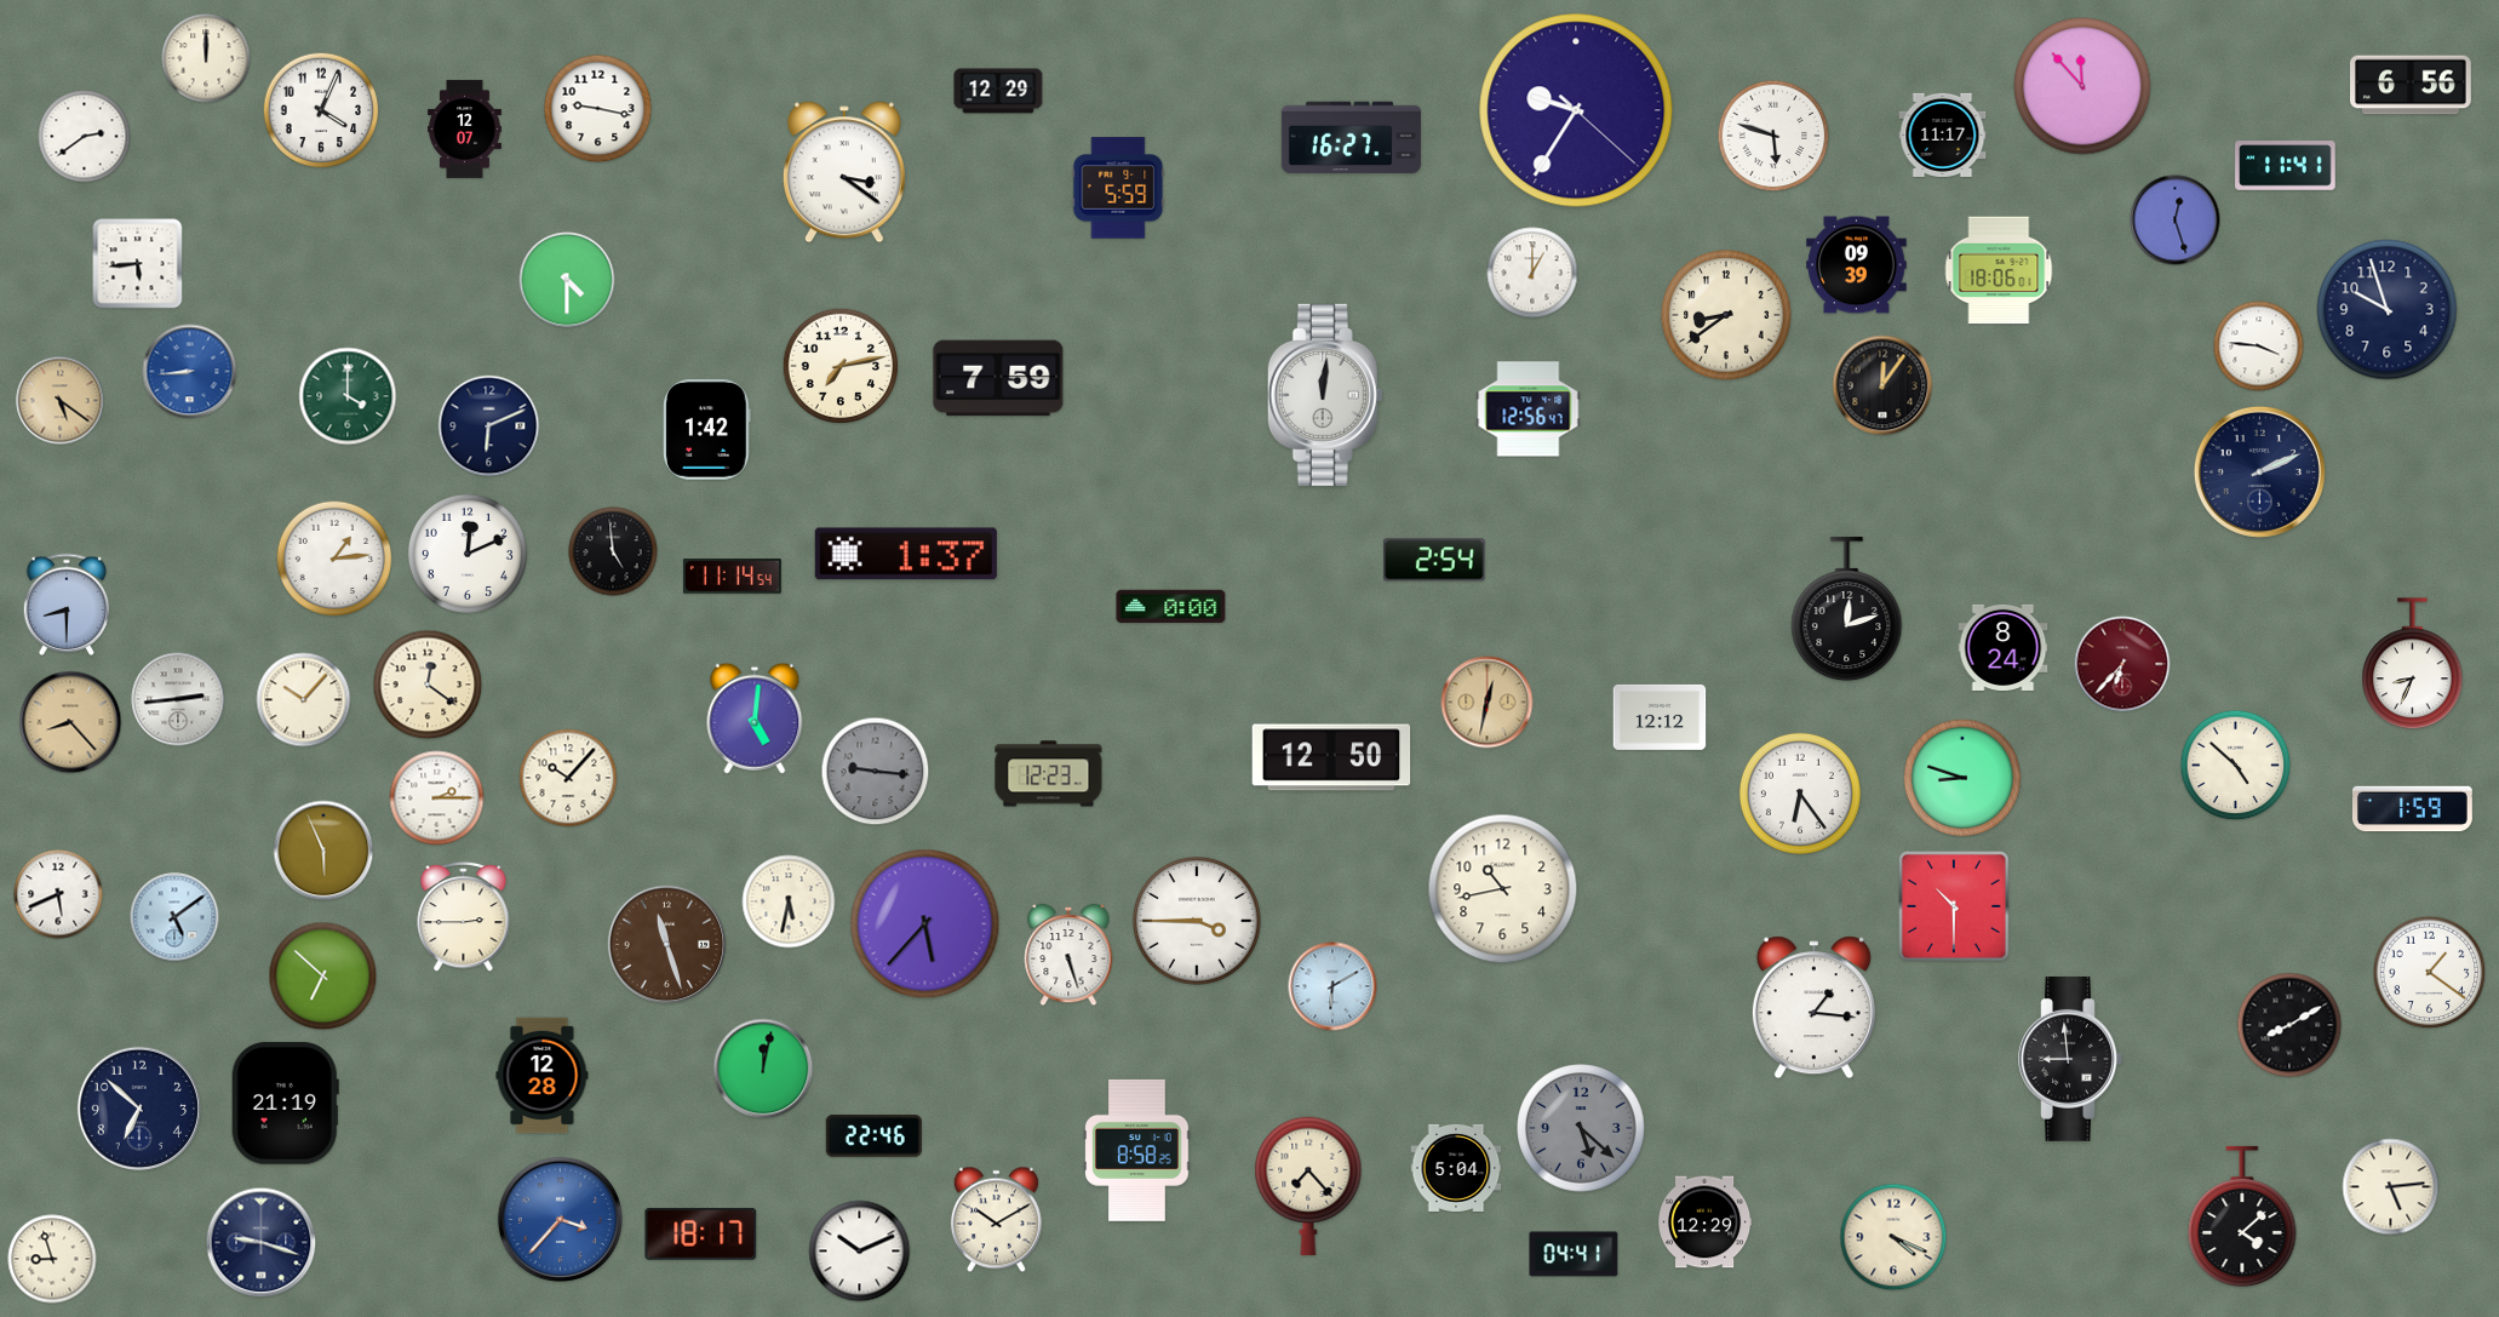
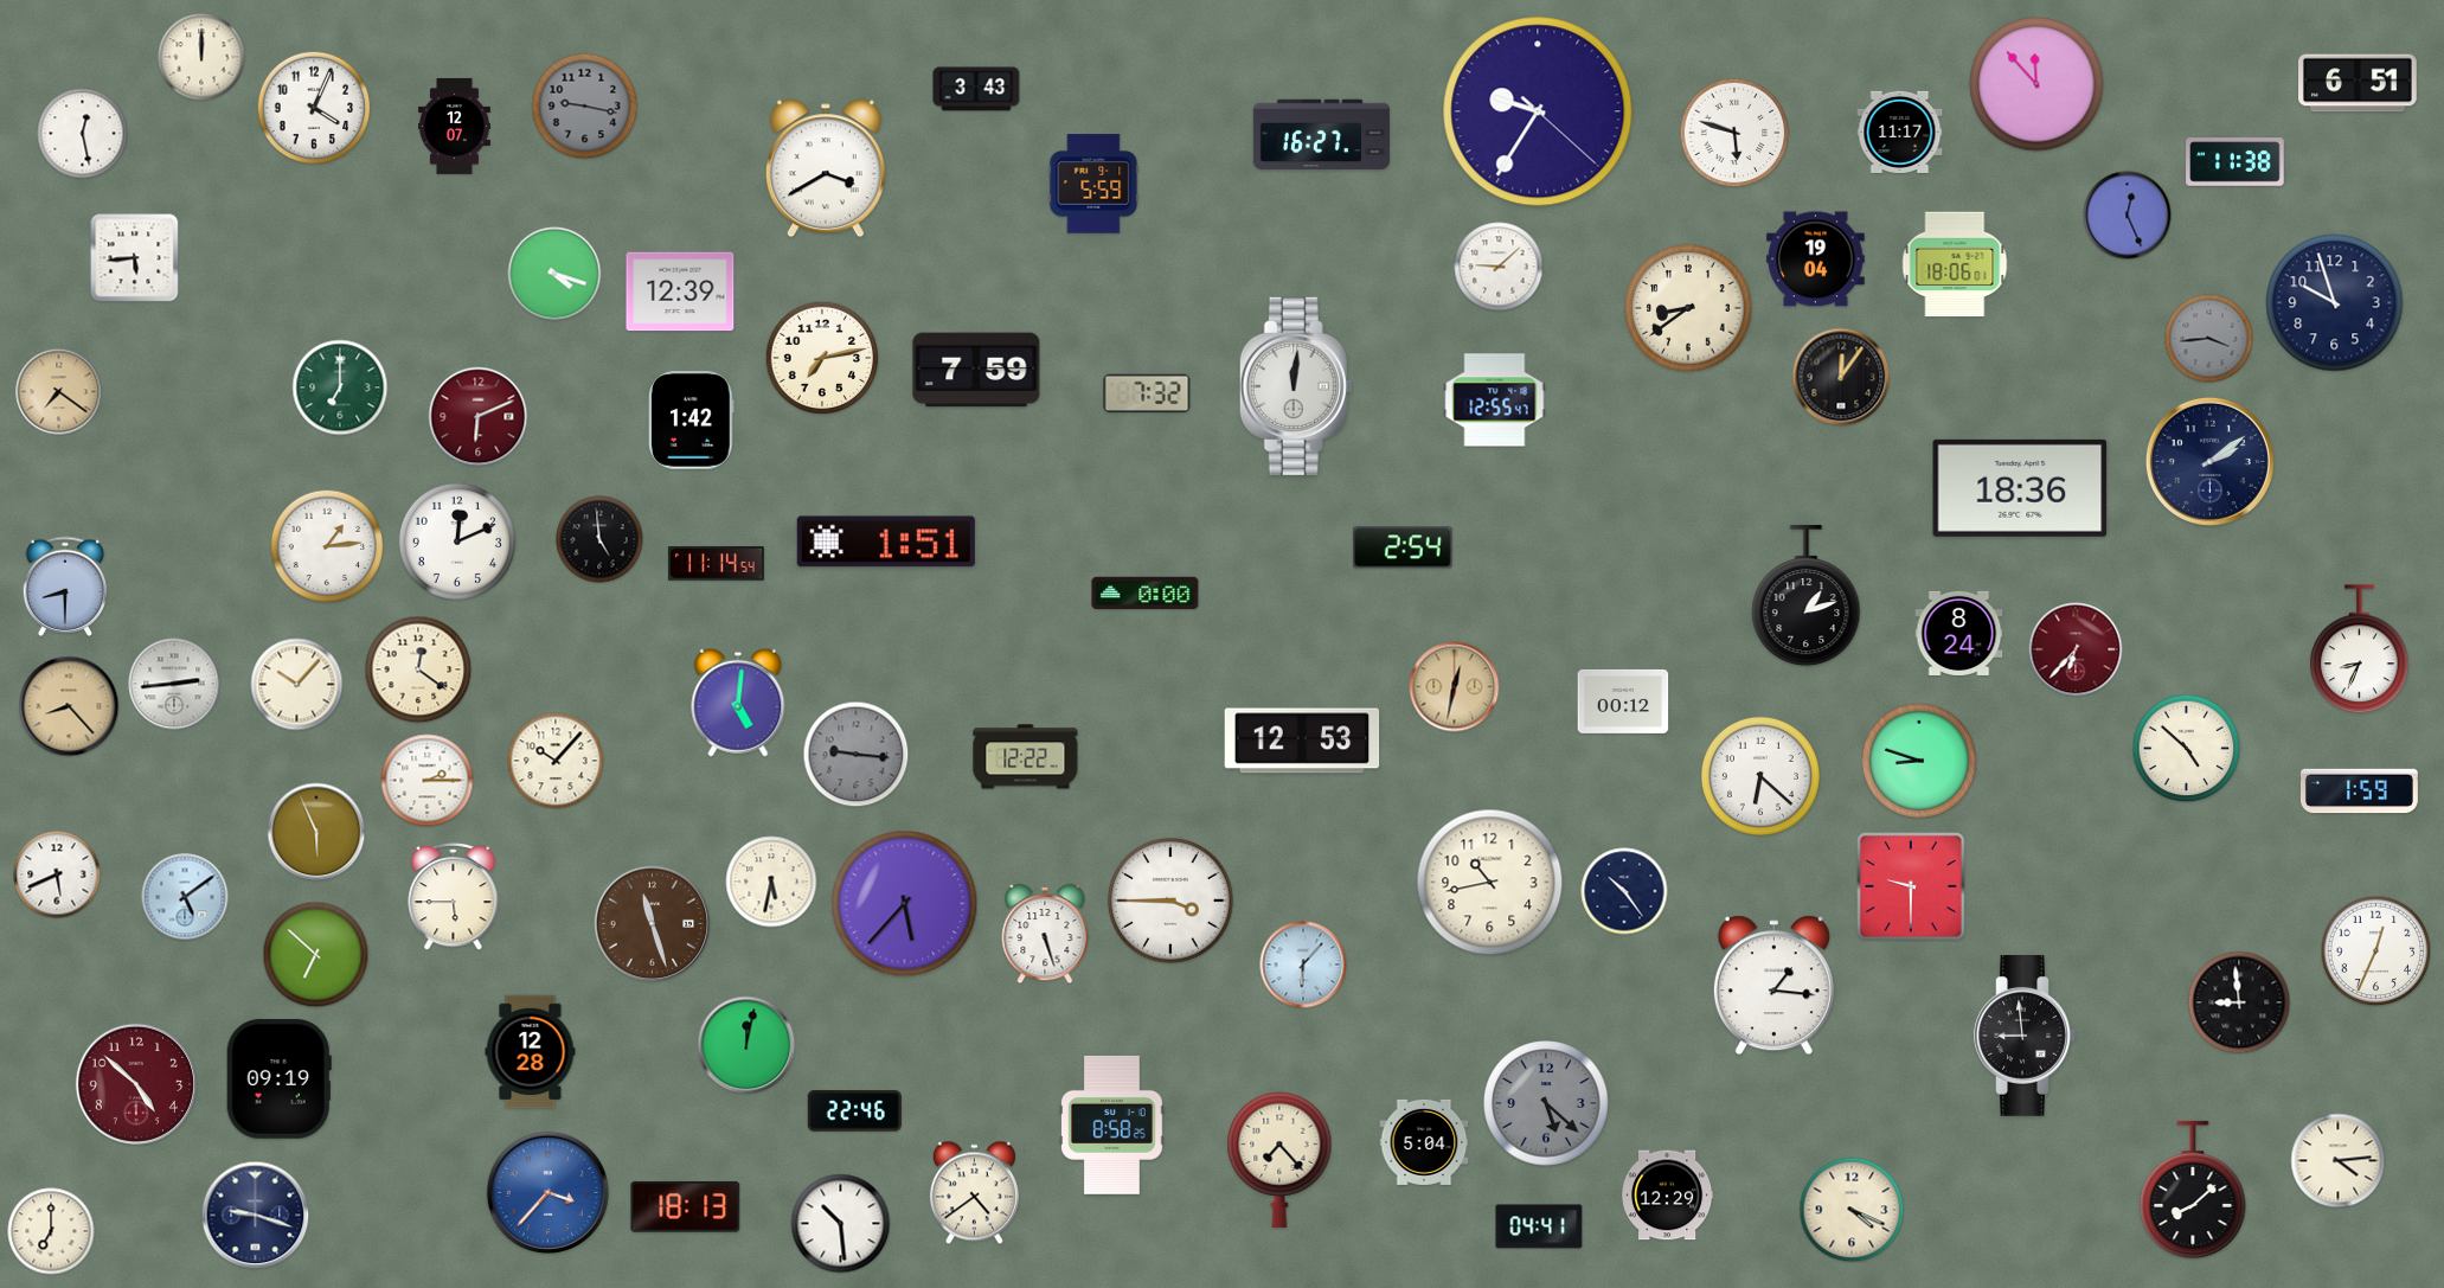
clock at (2412, 85): 6:56 -> 6:51
clock at (998, 91): 12:29 -> 3:43
clock at (598, 109) dial: white -> grey
clock at (1576, 110) position: (1576, 110) -> (1538, 111)
clock at (85, 137): 2:39 -> 12:28
clock at (2286, 166): 11:41 -> 11:38
clock at (844, 172): 3:21 -> 3:40
clock at (2176, 221): 12:27 -> 12:26
clock at (1857, 265): 09:39 -> 19:04
clock at (1532, 273): 1:00 -> 9:08
clock at (567, 280): 4:30 -> 4:18
clock at (680, 291): none -> 12:39
clock at (2259, 347): 3:46 -> 3:44
clock at (2259, 347) dial: white -> grey
clock at (190, 372): 8:44 -> none
clock at (348, 396): 4:00 -> 7:00
clock at (61, 401): 5:21 -> 7:21
clock at (1147, 393): none -> 7:32
clock at (1529, 410): 12:56 -> 12:55
clock at (489, 426) dial: navy -> burgundy
clock at (2259, 471): 2:11 -> 2:09
clock at (2020, 488): none -> 18:36
clock at (906, 554): 1:37 -> 1:51
clock at (67, 605) position: (67, 605) -> (65, 587)
clock at (1847, 609): 12:12 -> 1:12
clock at (1660, 717): 12:12 -> 00:12
clock at (1331, 757): 12:50 -> 12:53
clock at (1049, 774): 12:23 -> 12:22
clock at (1800, 794): 6:24 -> 6:22
clock at (1503, 889) position: (1503, 889) -> (1490, 883)
clock at (1955, 907): 10:30 -> 9:30
clock at (1624, 891): none -> 10:24
clock at (464, 916): 2:45 -> 5:45
clock at (174, 917) position: (174, 917) -> (185, 897)
clock at (2430, 973): 1:21 -> 12:34
clock at (1332, 986): 6:10 -> 6:07
clock at (2289, 1025): 8:10 -> 8:59
clock at (285, 1104): 21:19 -> 09:19
clock at (139, 1109): 6:52 -> 4:52
clock at (139, 1109) dial: navy -> burgundy
clock at (2391, 1187): 5:14 -> 4:14
clock at (2242, 1216): 4:08 -> 8:08
clock at (996, 1220): 10:10 -> 4:39
clock at (701, 1233): 18:17 -> 18:13
clock at (860, 1252): 10:11 -> 10:29
clock at (52, 1259): 8:57 -> 7:00
